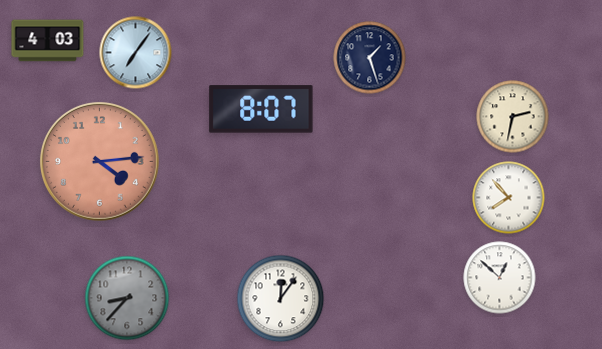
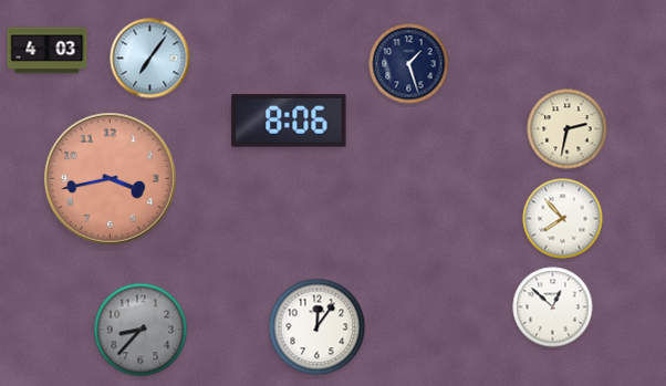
clock at (48, 41) position: (48, 41) -> (48, 51)
clock at (261, 109): 8:07 -> 8:06
clock at (100, 161): 4:14 -> 3:43
clock at (281, 299) position: (281, 299) -> (318, 327)
